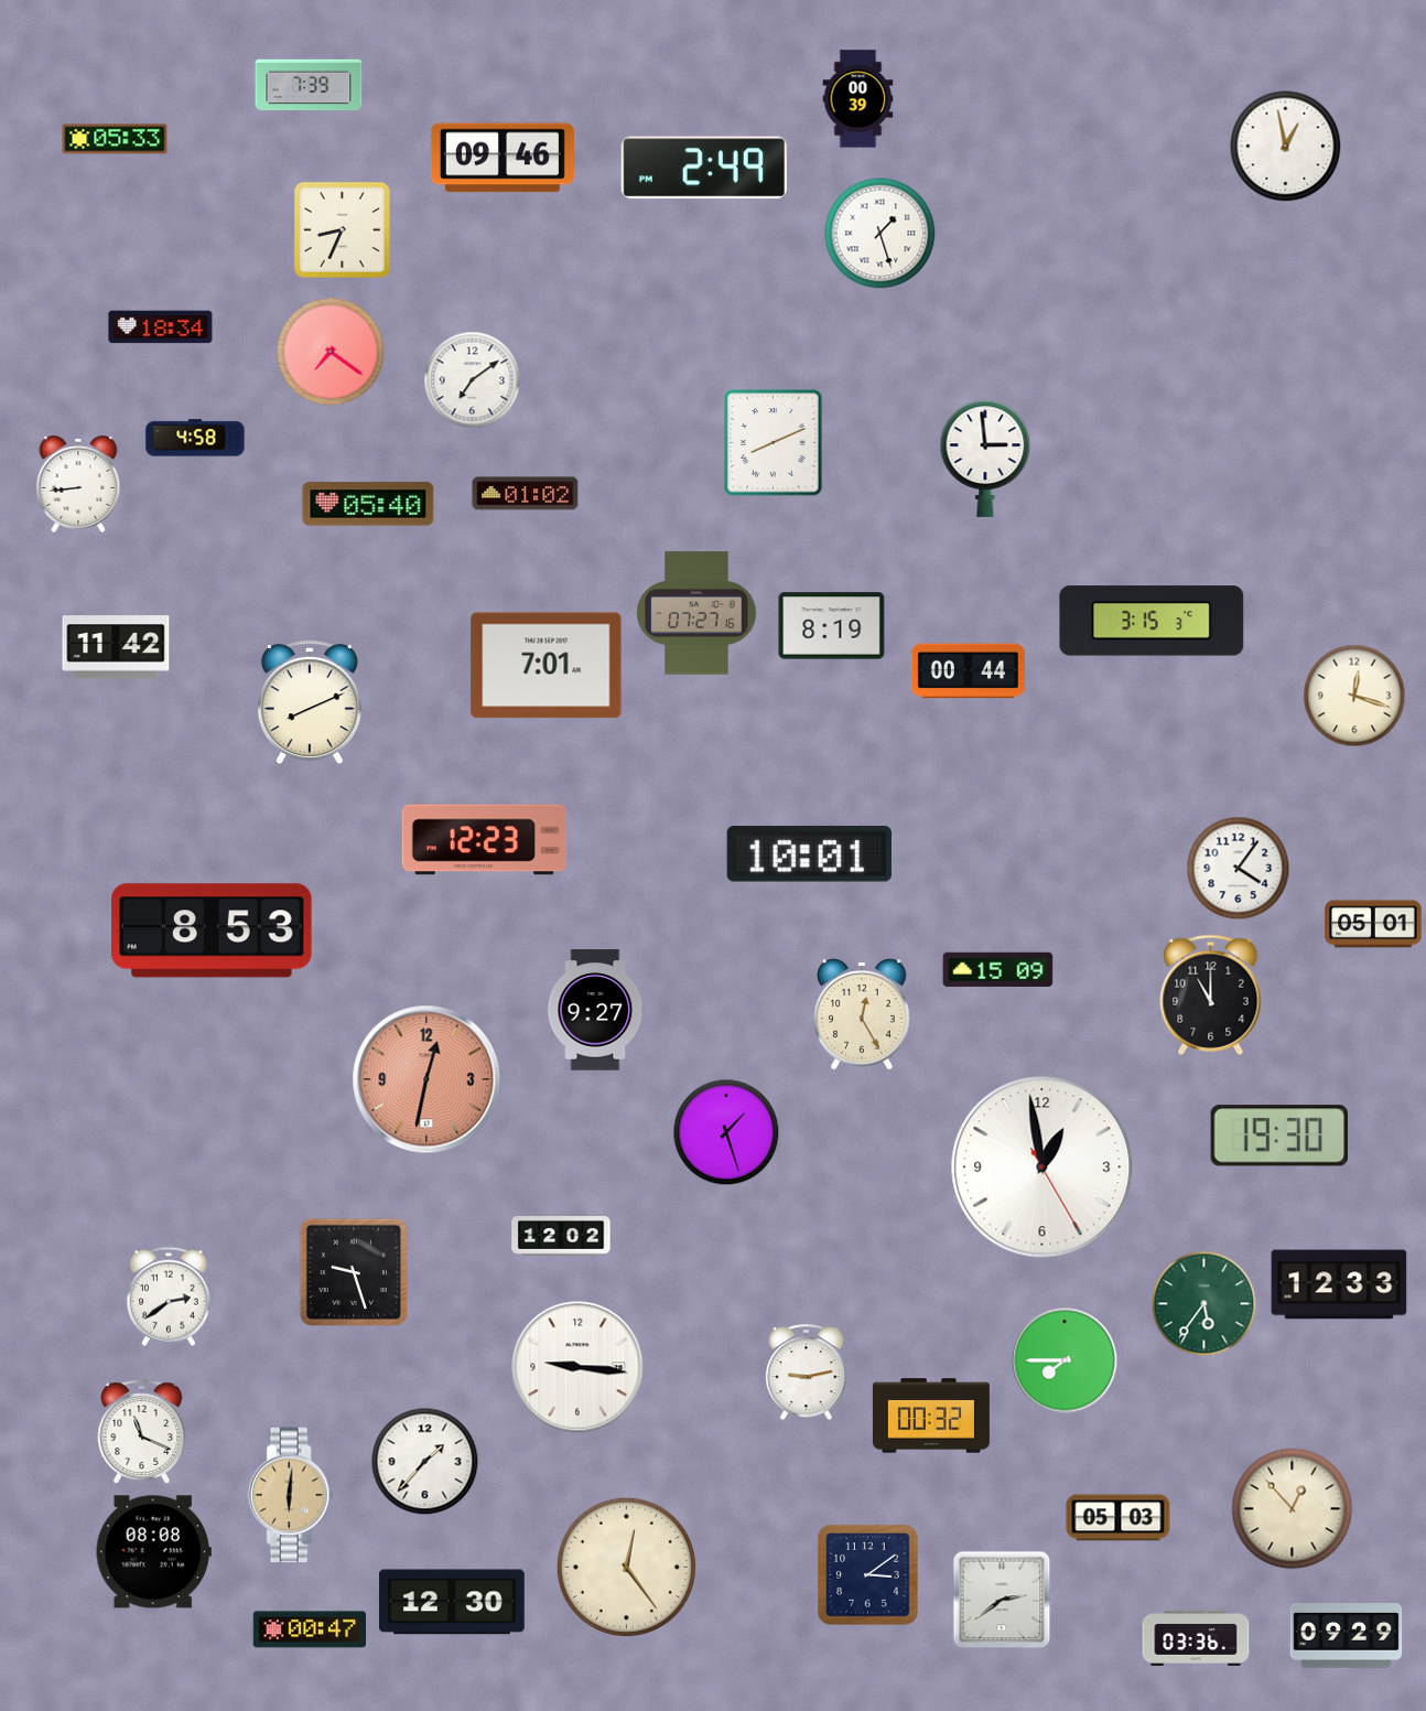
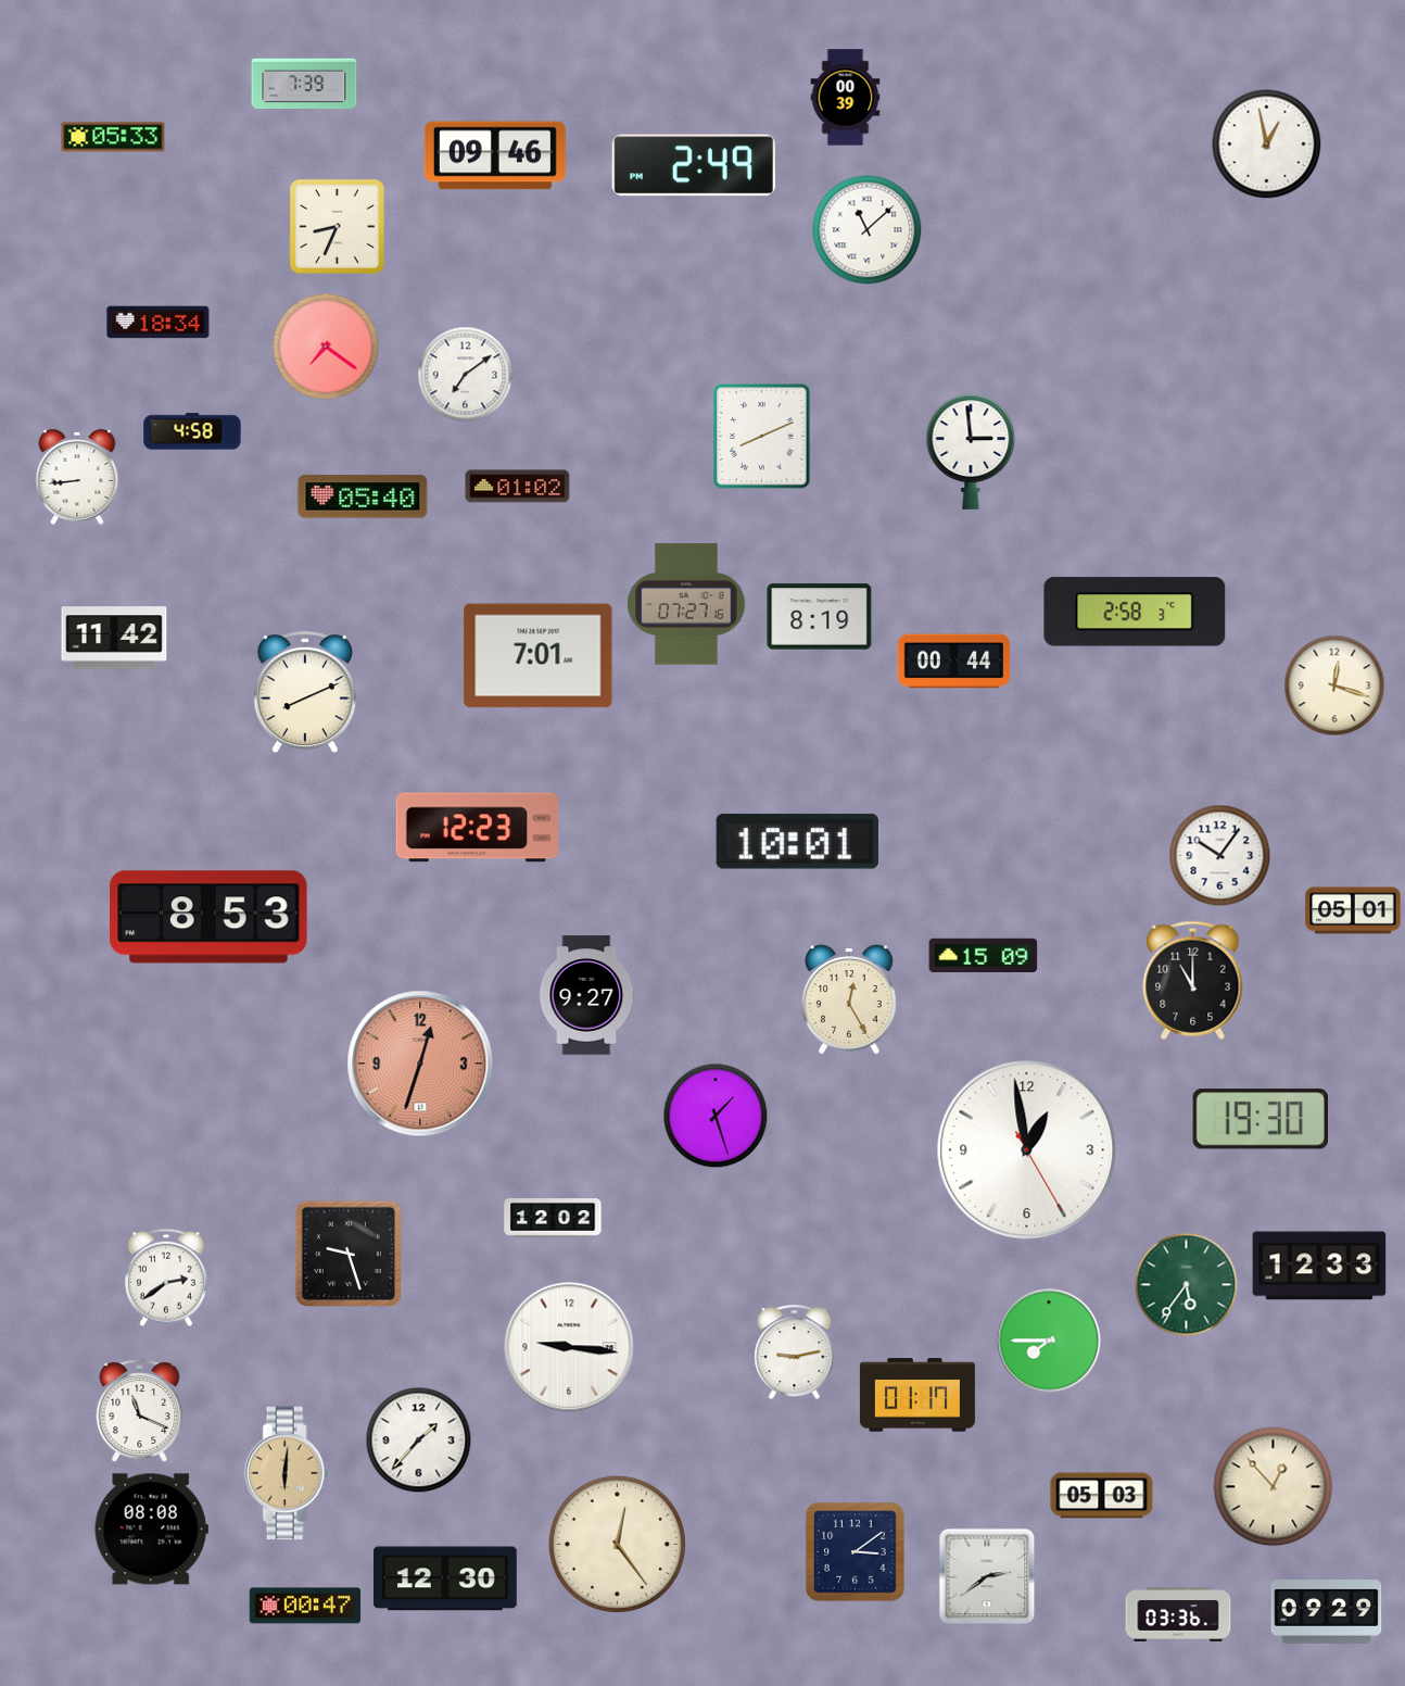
clock at (881, 234): 1:27 -> 11:08
clock at (1152, 621): 3:15 -> 2:58
clock at (1239, 869): 4:06 -> 10:06
clock at (426, 1079): 12:32 -> 12:33
clock at (931, 1416): 00:32 -> 01:17
